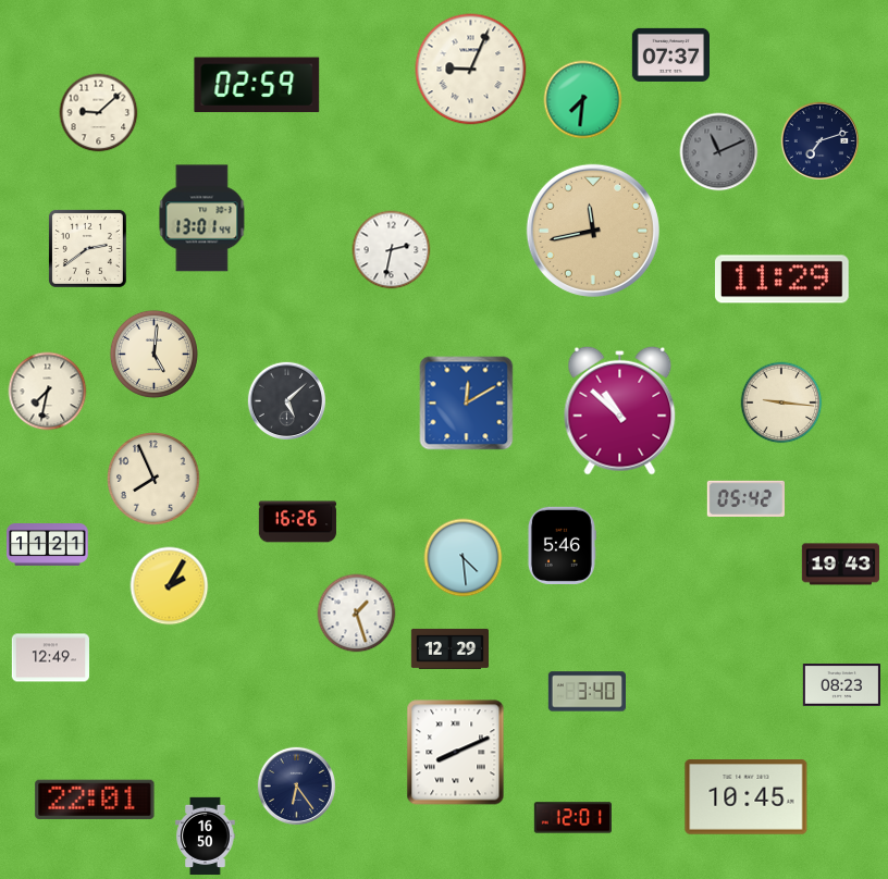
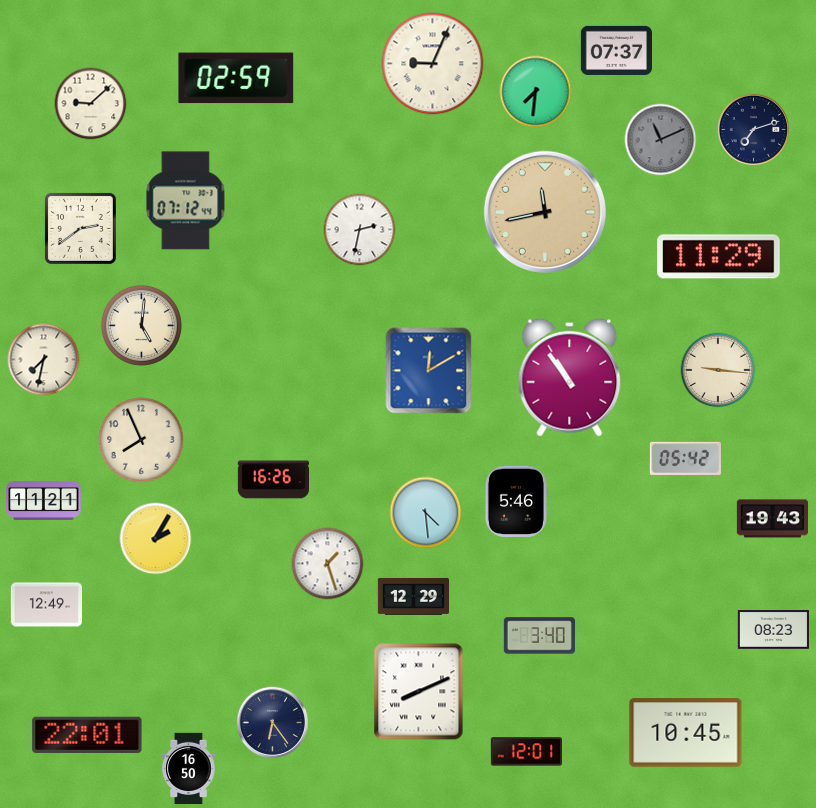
clock at (202, 219): 13:01 -> 07:12
clock at (286, 400): 5:08 -> none
clock at (620, 410): 10:52 -> 10:54
